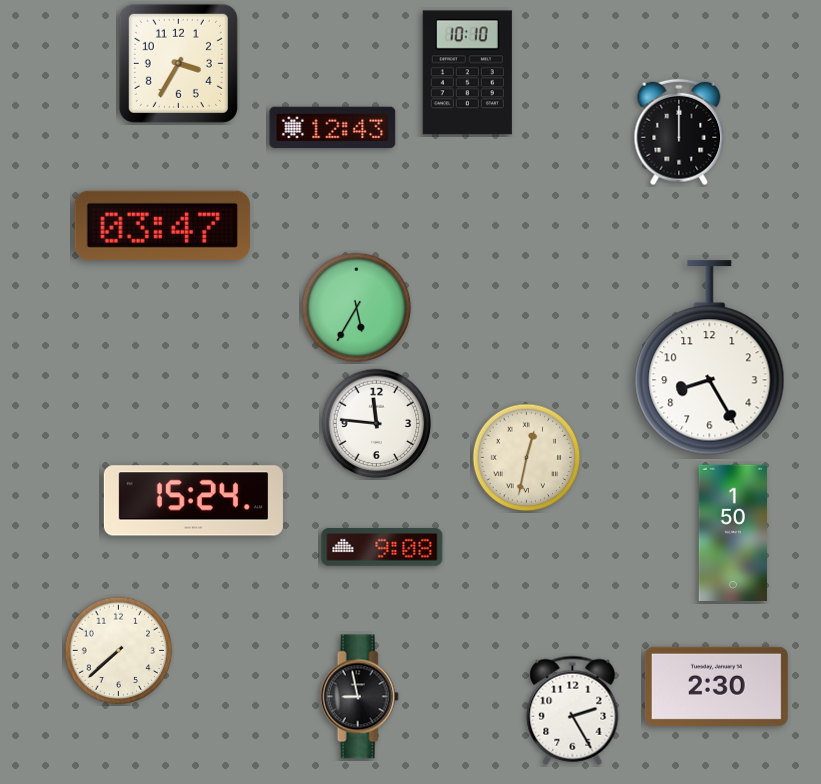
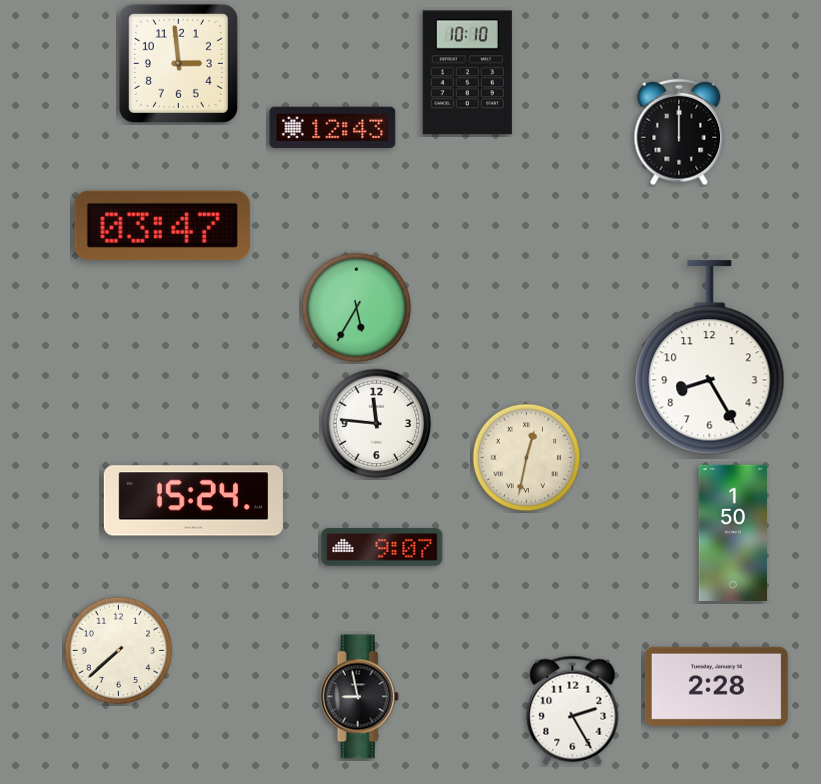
clock at (178, 63): 3:35 -> 2:59
clock at (382, 547): 9:08 -> 9:07
clock at (716, 686): 2:30 -> 2:28
